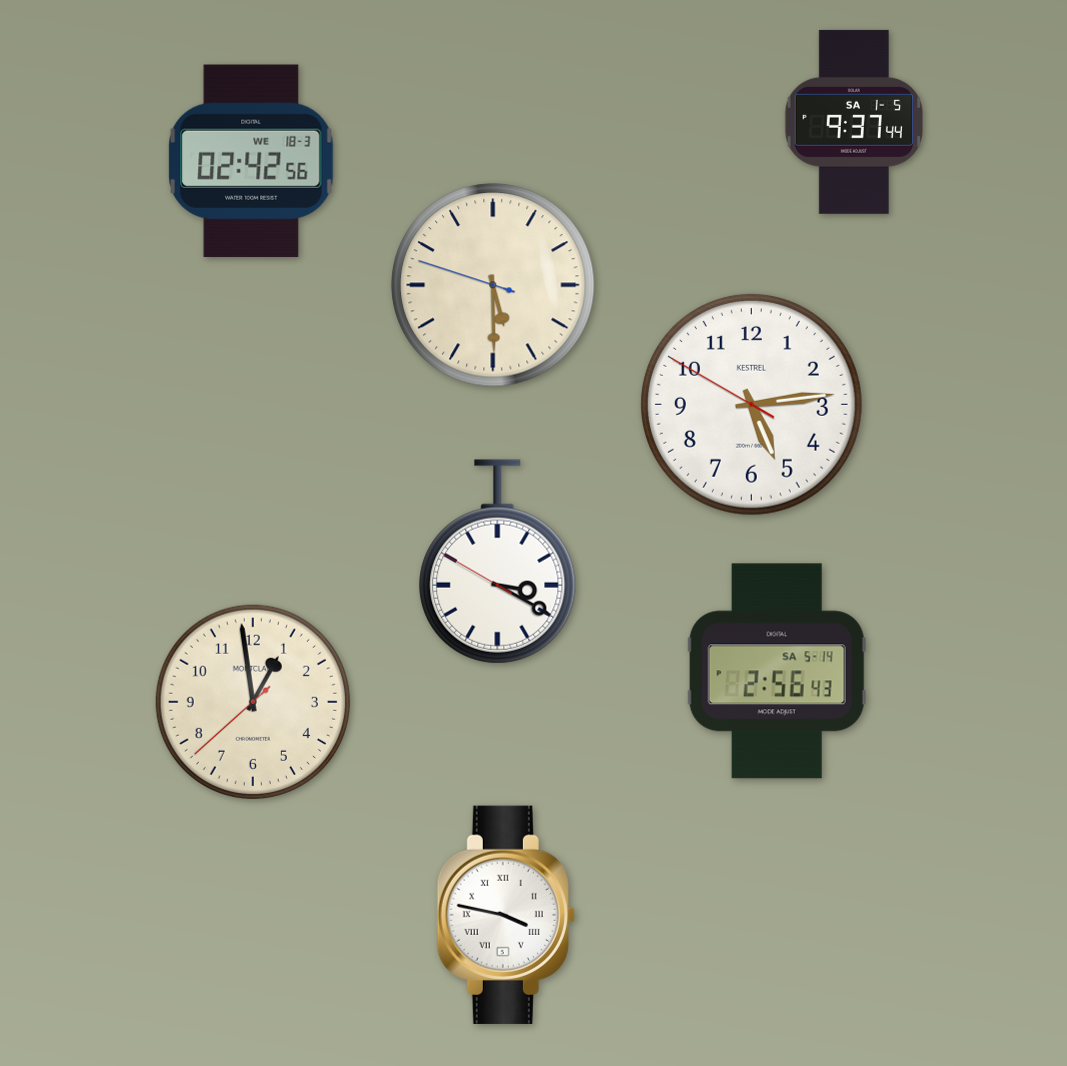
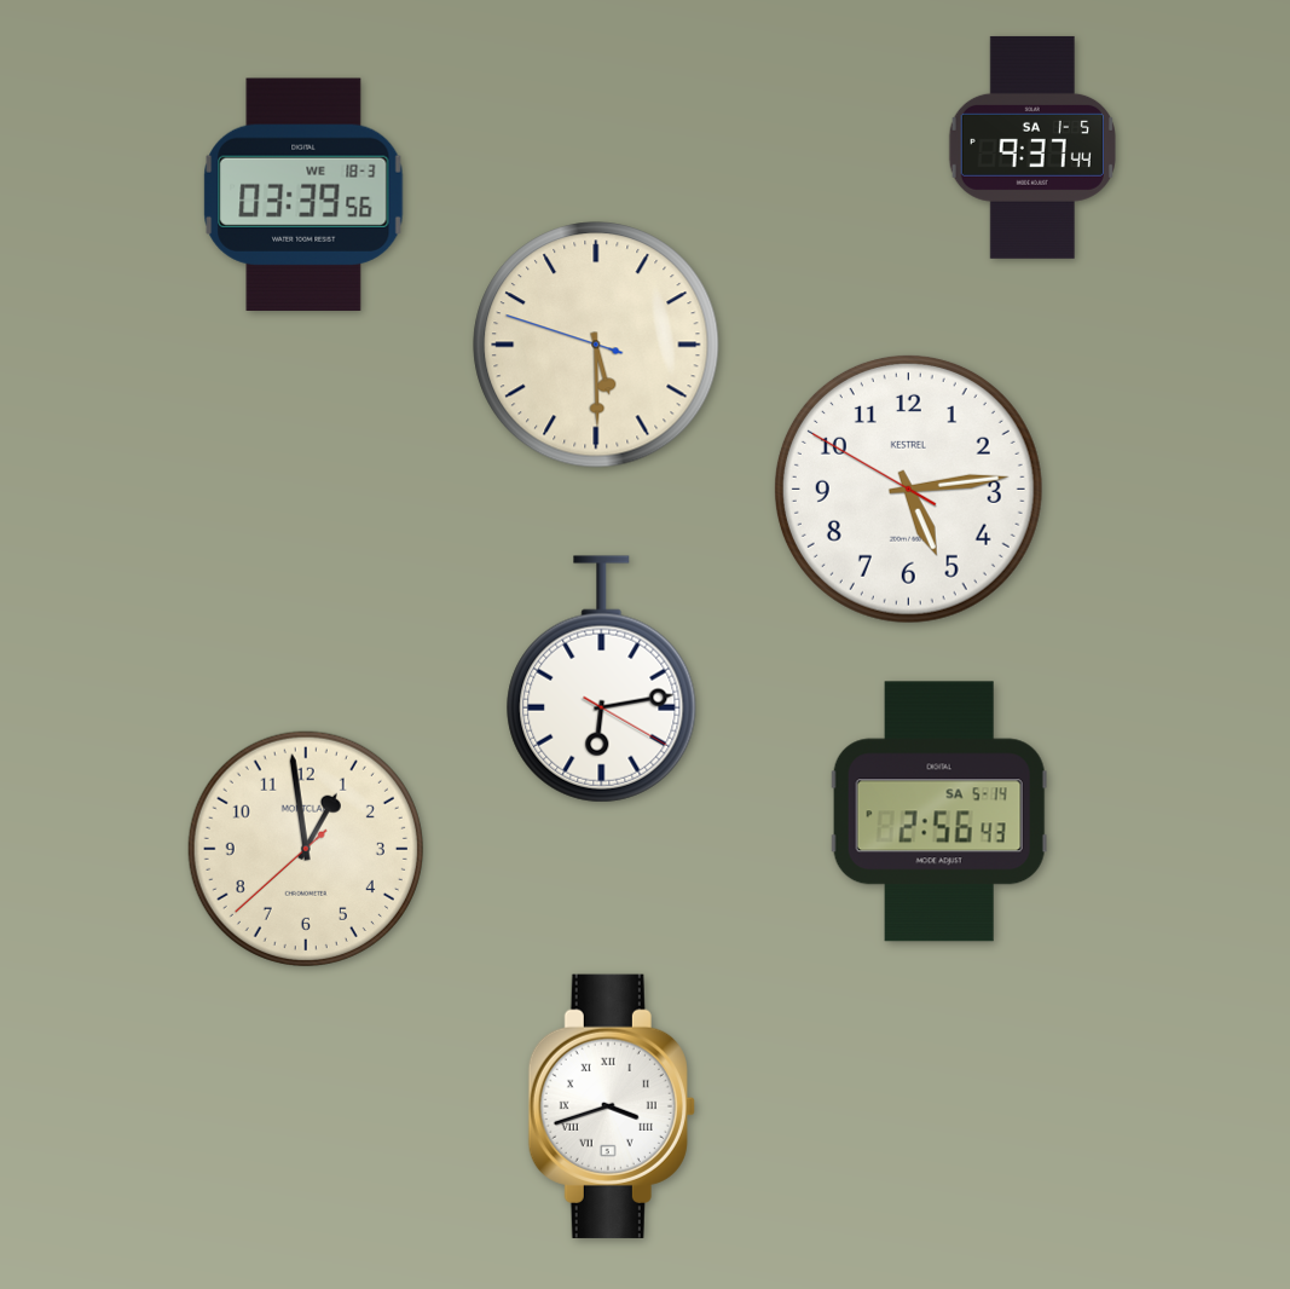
clock at (251, 161): 02:42 -> 03:39
clock at (498, 562): 3:19 -> 6:13
clock at (506, 915): 3:47 -> 3:42
